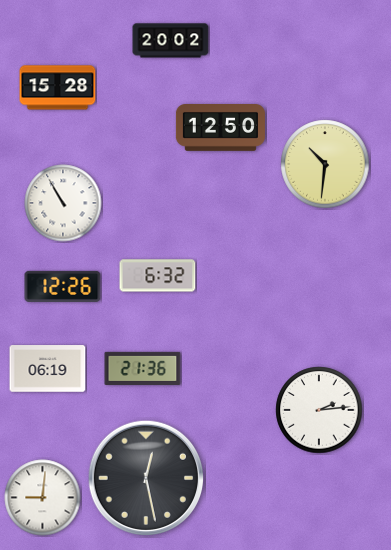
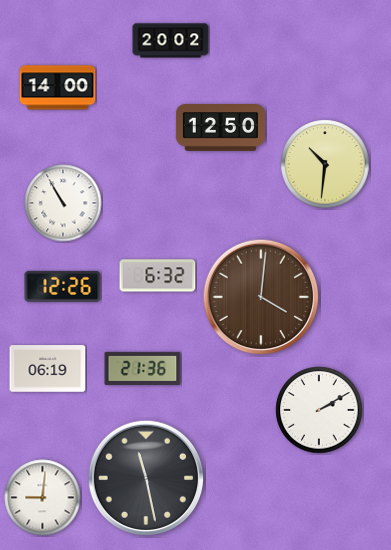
clock at (58, 88): 15:28 -> 14:00
clock at (261, 297): none -> 4:01
clock at (319, 410): 2:14 -> 2:10
clock at (146, 478): 12:28 -> 11:28
